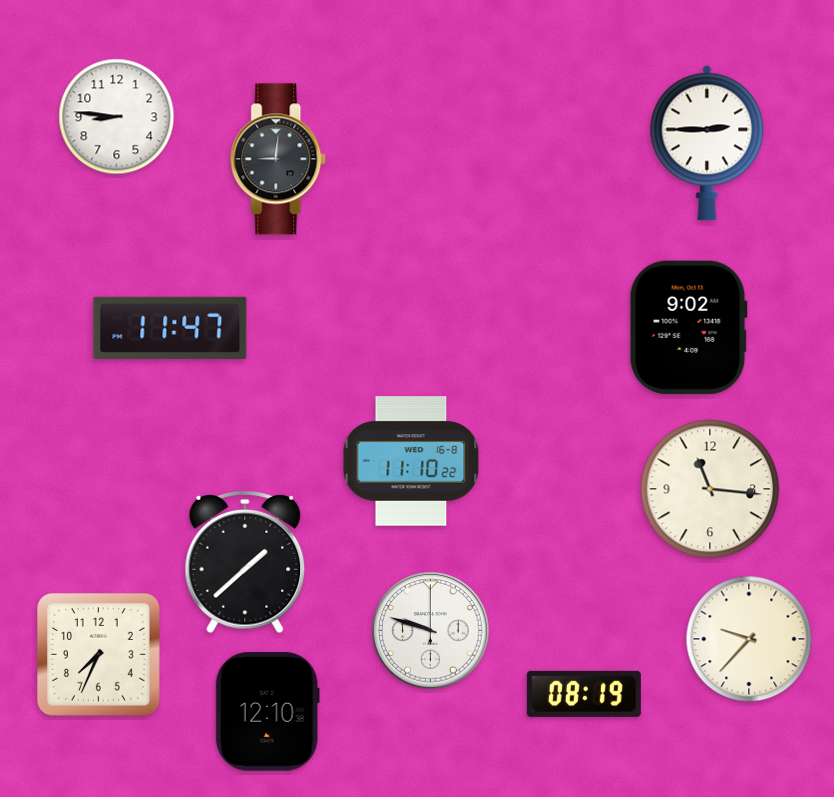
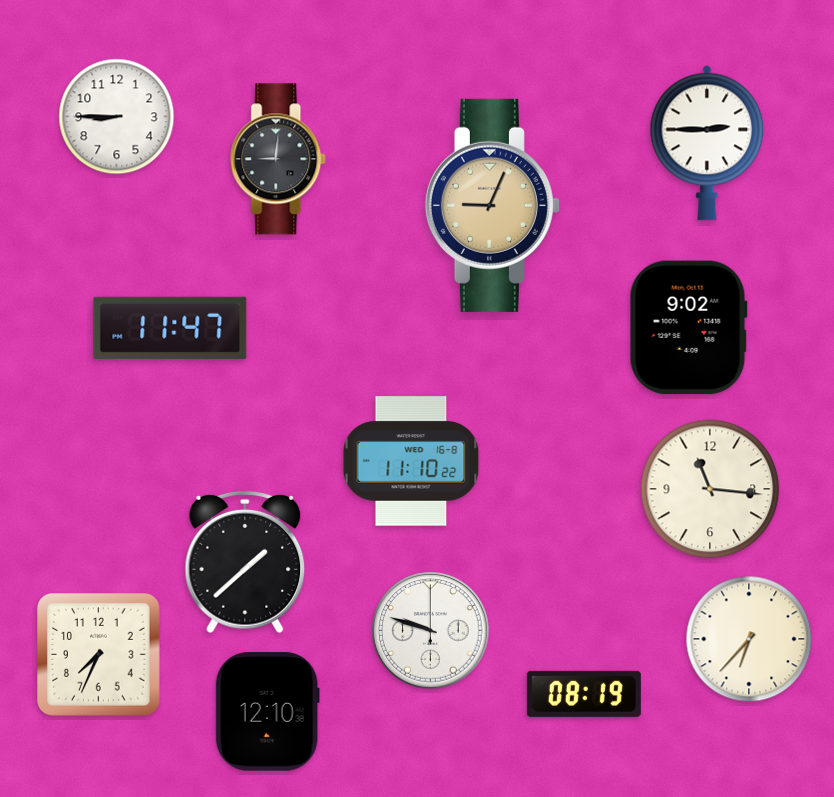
clock at (117, 117): 8:46 -> 8:45
clock at (492, 205): none -> 9:04
clock at (749, 639): 9:37 -> 6:37
